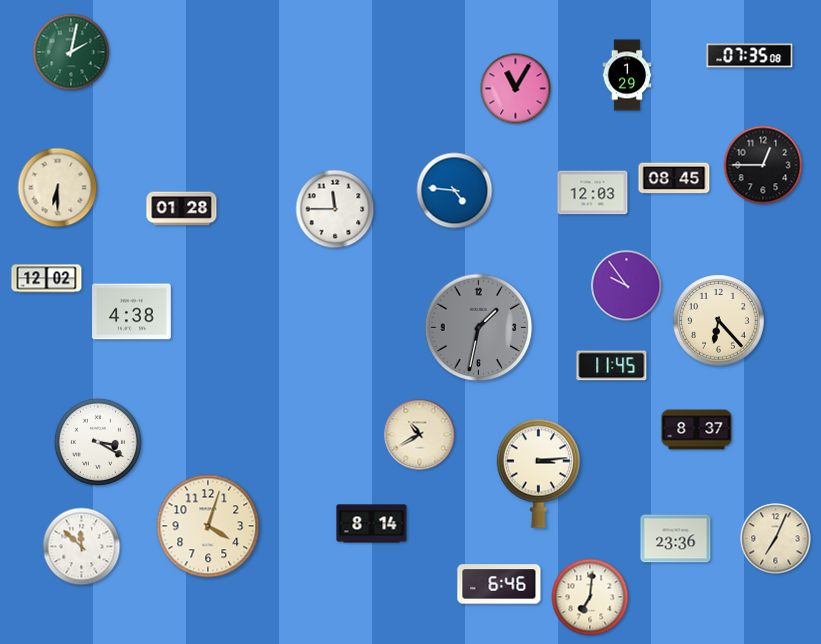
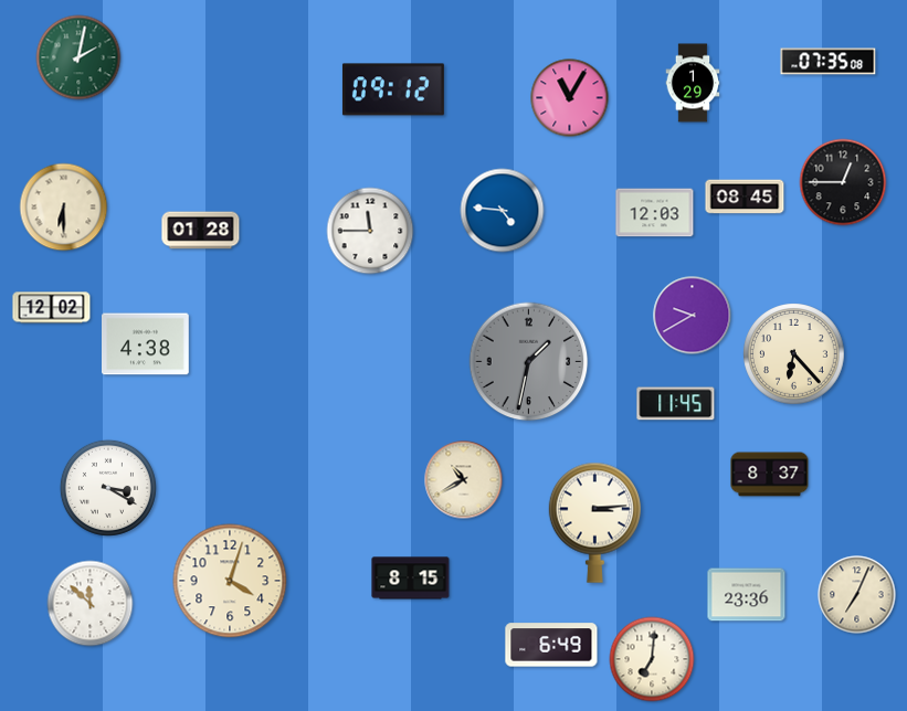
clock at (393, 89): none -> 09:12
clock at (627, 286): 9:54 -> 9:40
clock at (372, 524): 8:14 -> 8:15
clock at (499, 584): 6:46 -> 6:49
